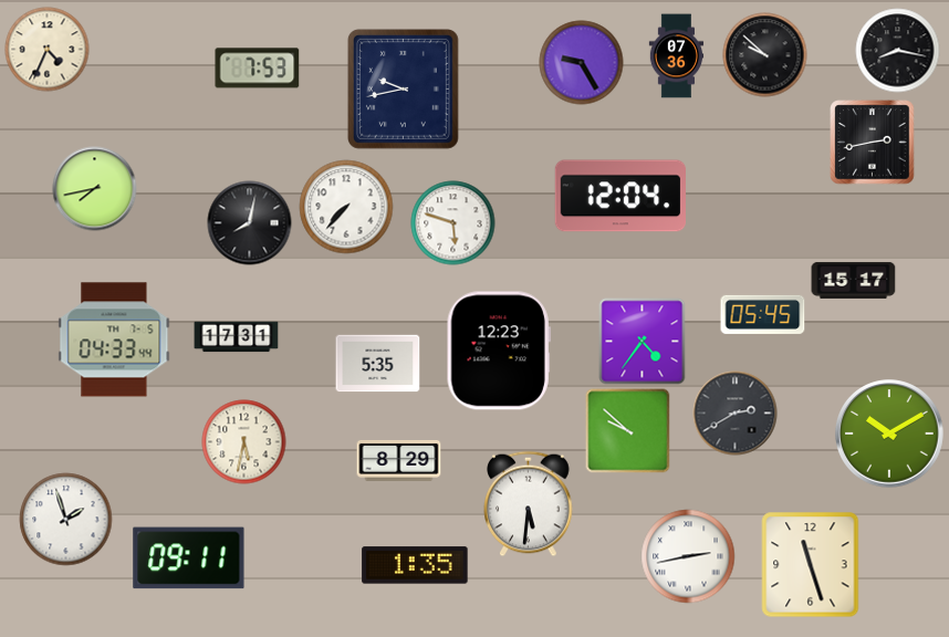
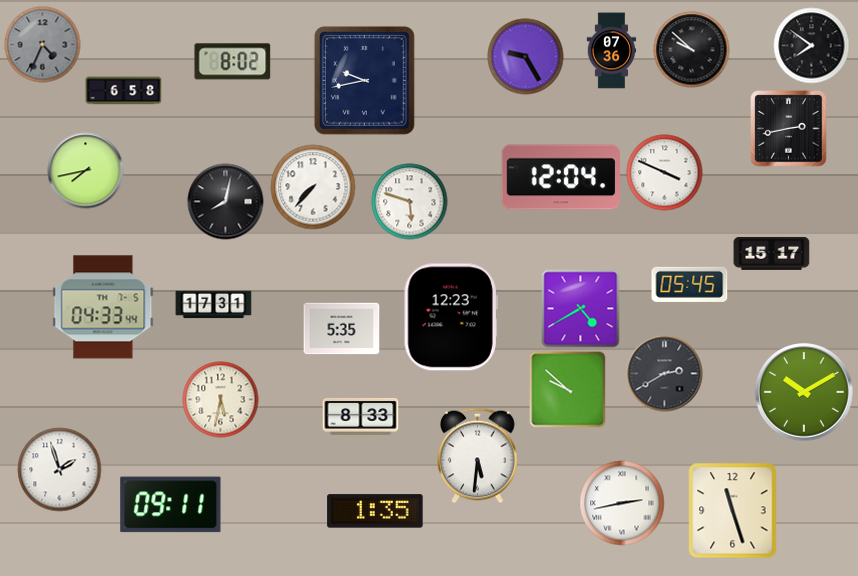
clock at (48, 50) dial: cream -> grey
clock at (898, 51): 8:17 -> 7:51
clock at (258, 69): 7:53 -> 8:02
clock at (124, 91): none -> 6:58
clock at (665, 173): none -> 3:49
clock at (643, 342): 4:36 -> 4:40
clock at (399, 460): 8:29 -> 8:33
